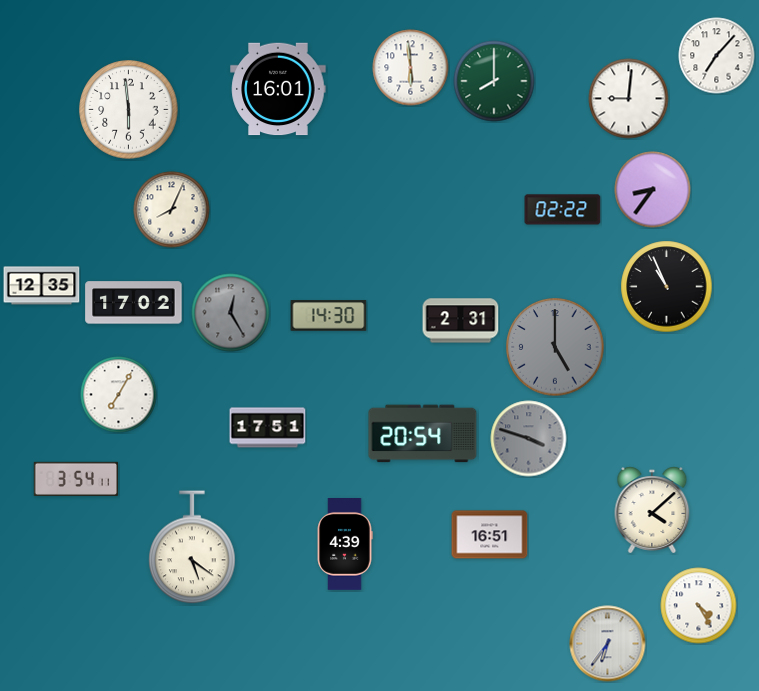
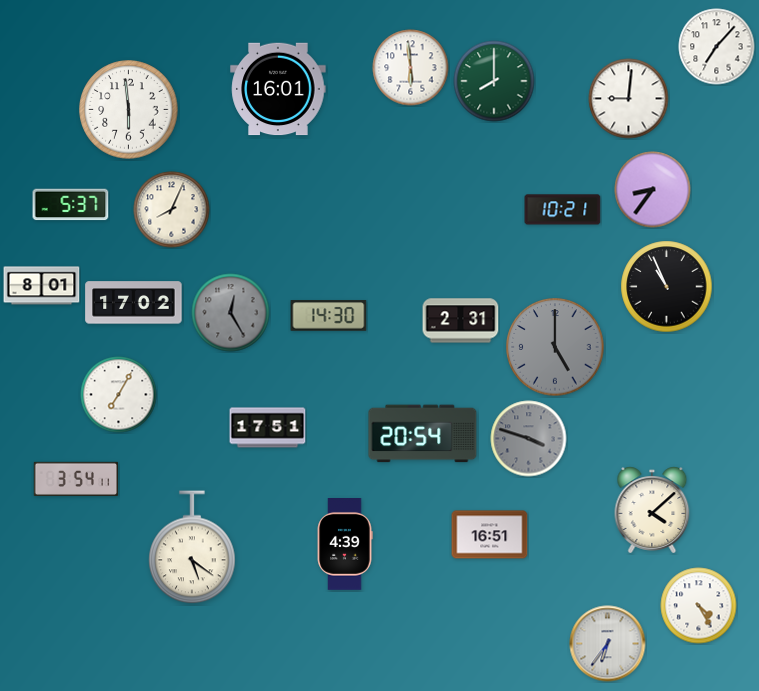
clock at (717, 56) position: (717, 56) -> (717, 47)
clock at (71, 205): none -> 5:37
clock at (563, 210): 02:22 -> 10:21
clock at (42, 286): 12:35 -> 8:01
